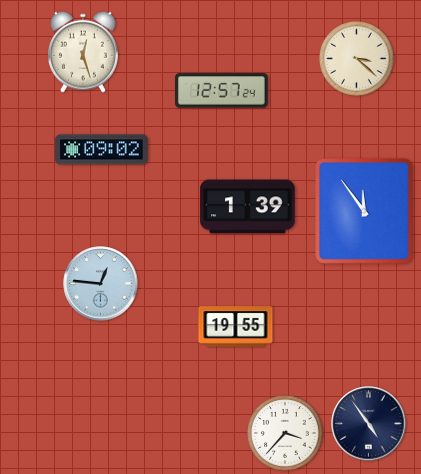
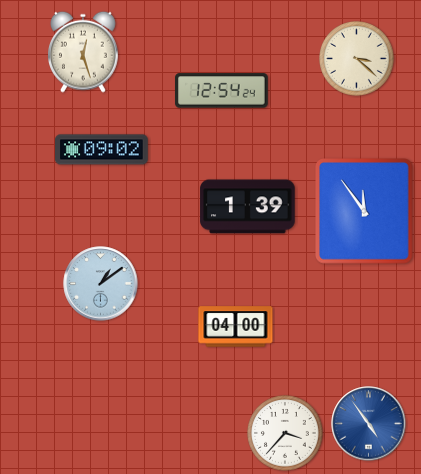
clock at (222, 91): 12:57 -> 12:54
clock at (101, 284): 12:46 -> 1:09
clock at (236, 327): 19:55 -> 04:00
clock at (369, 424) dial: navy -> blue
